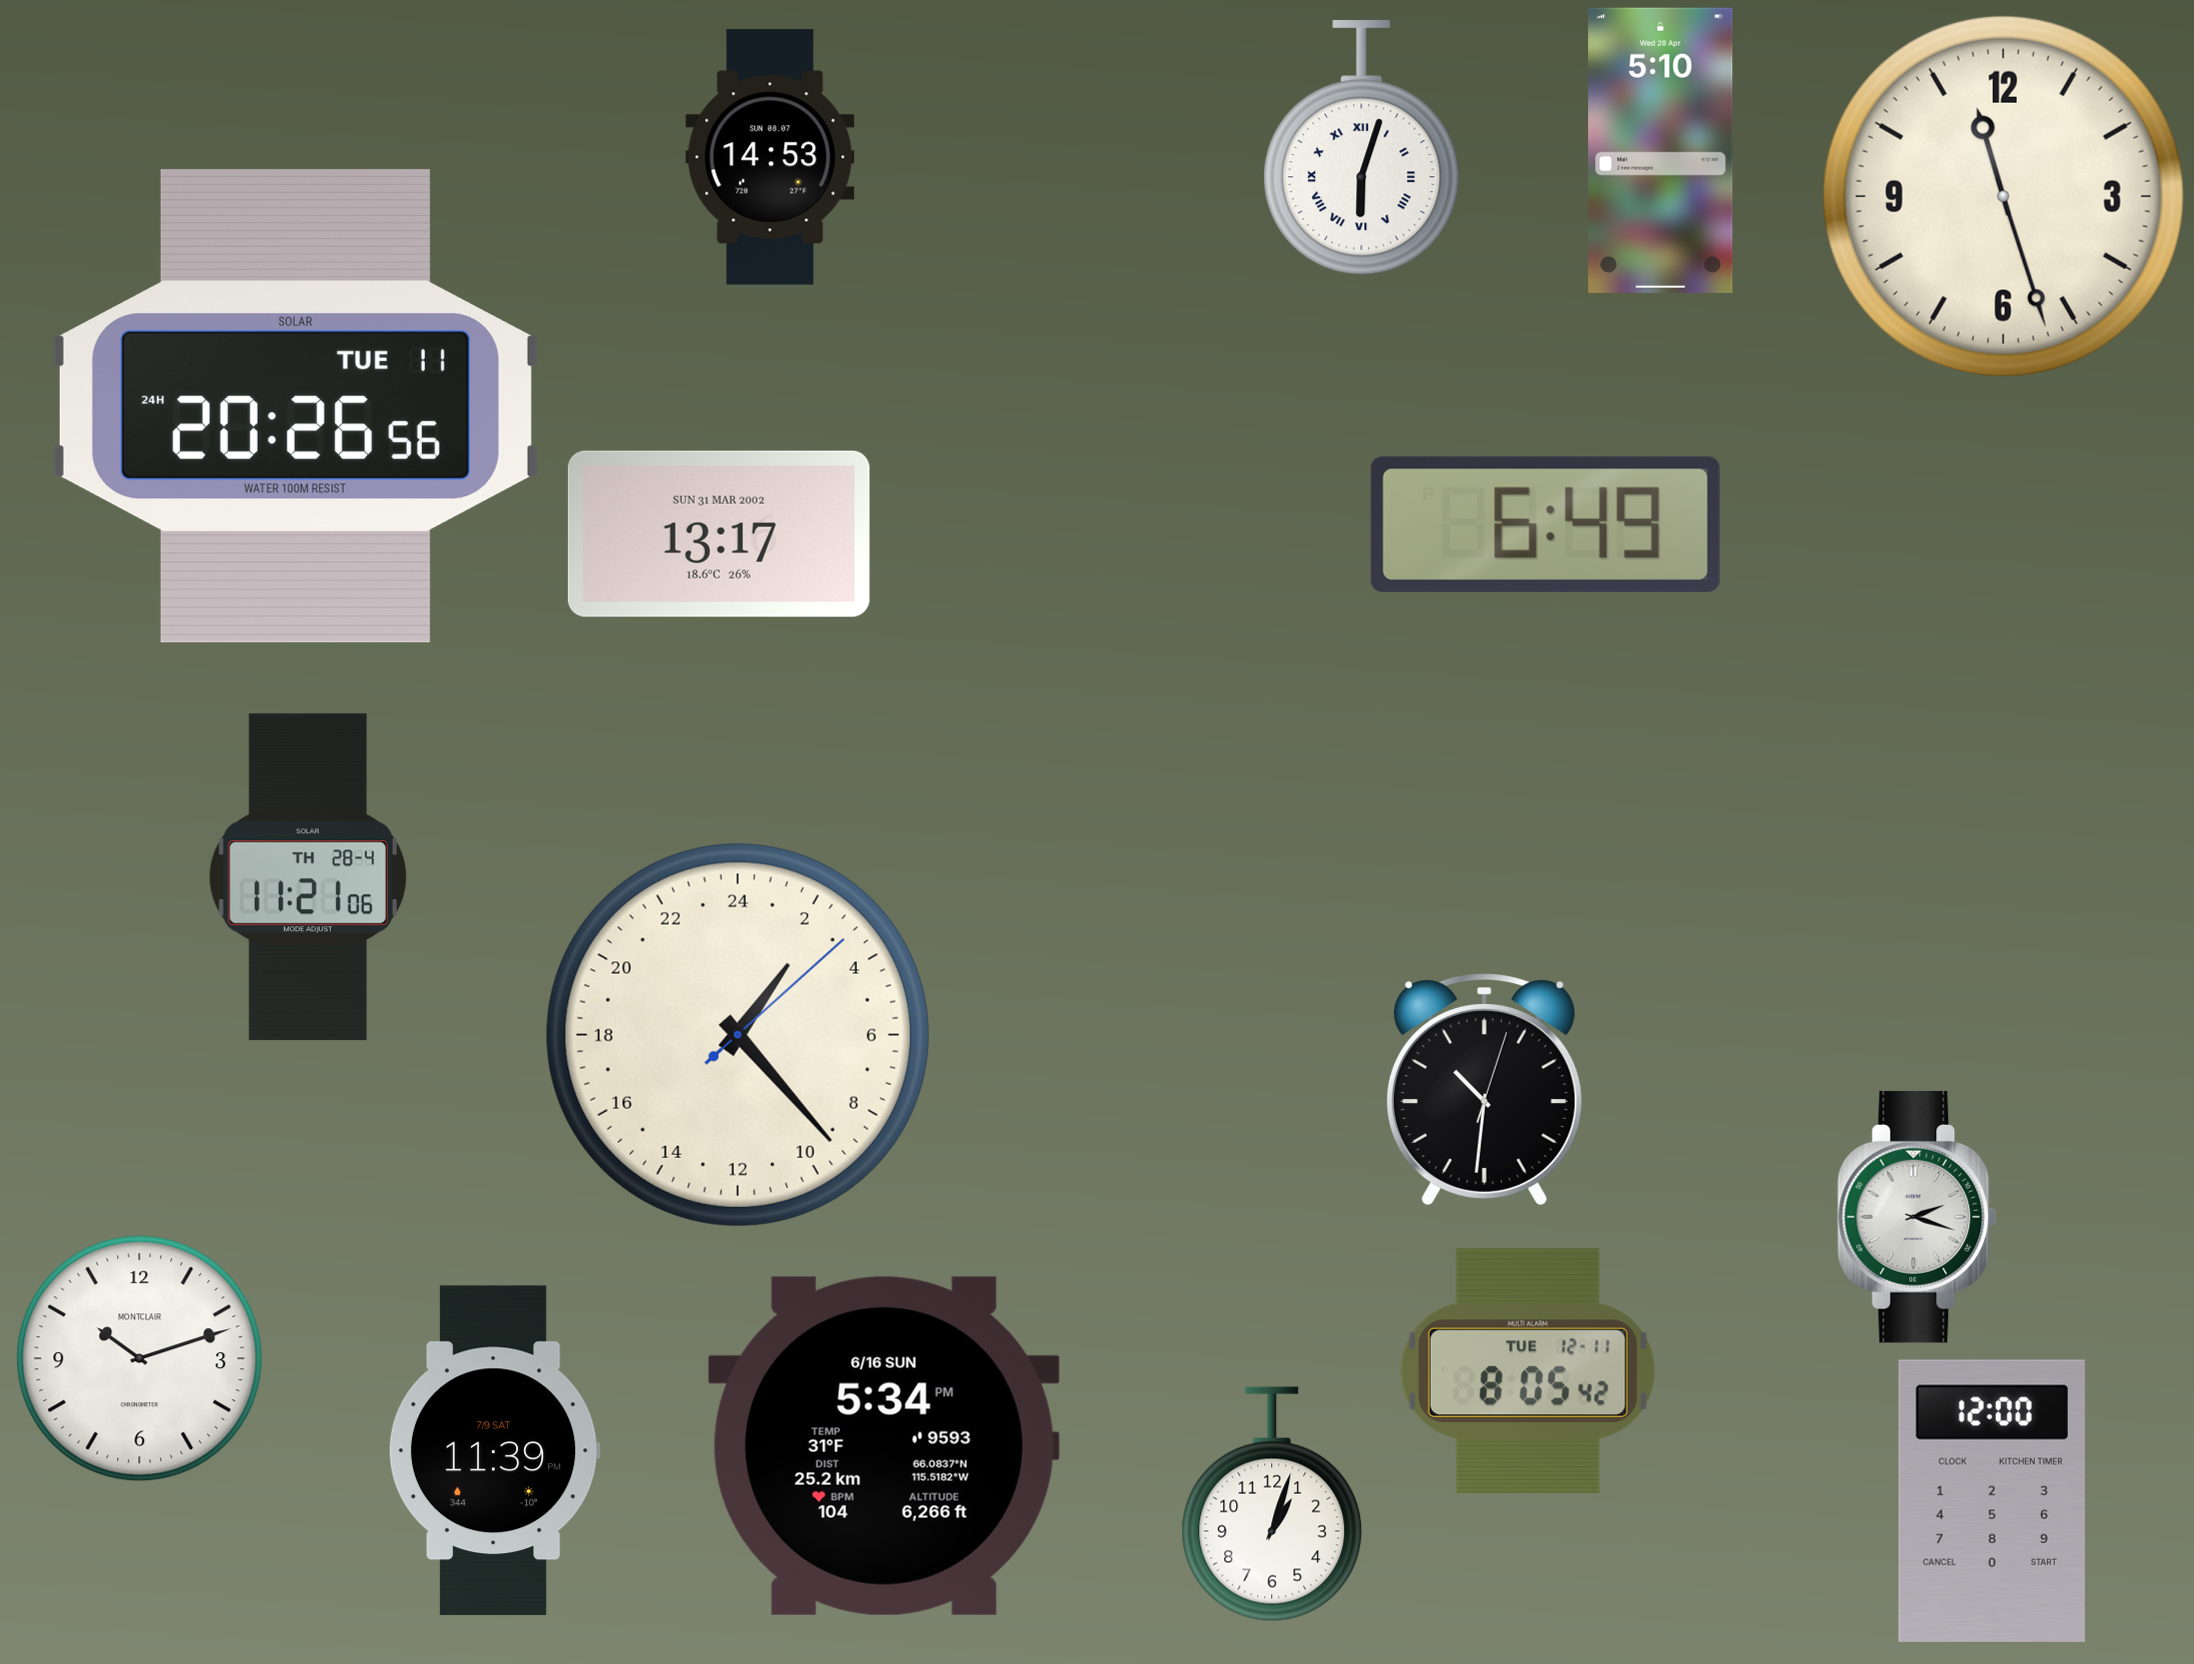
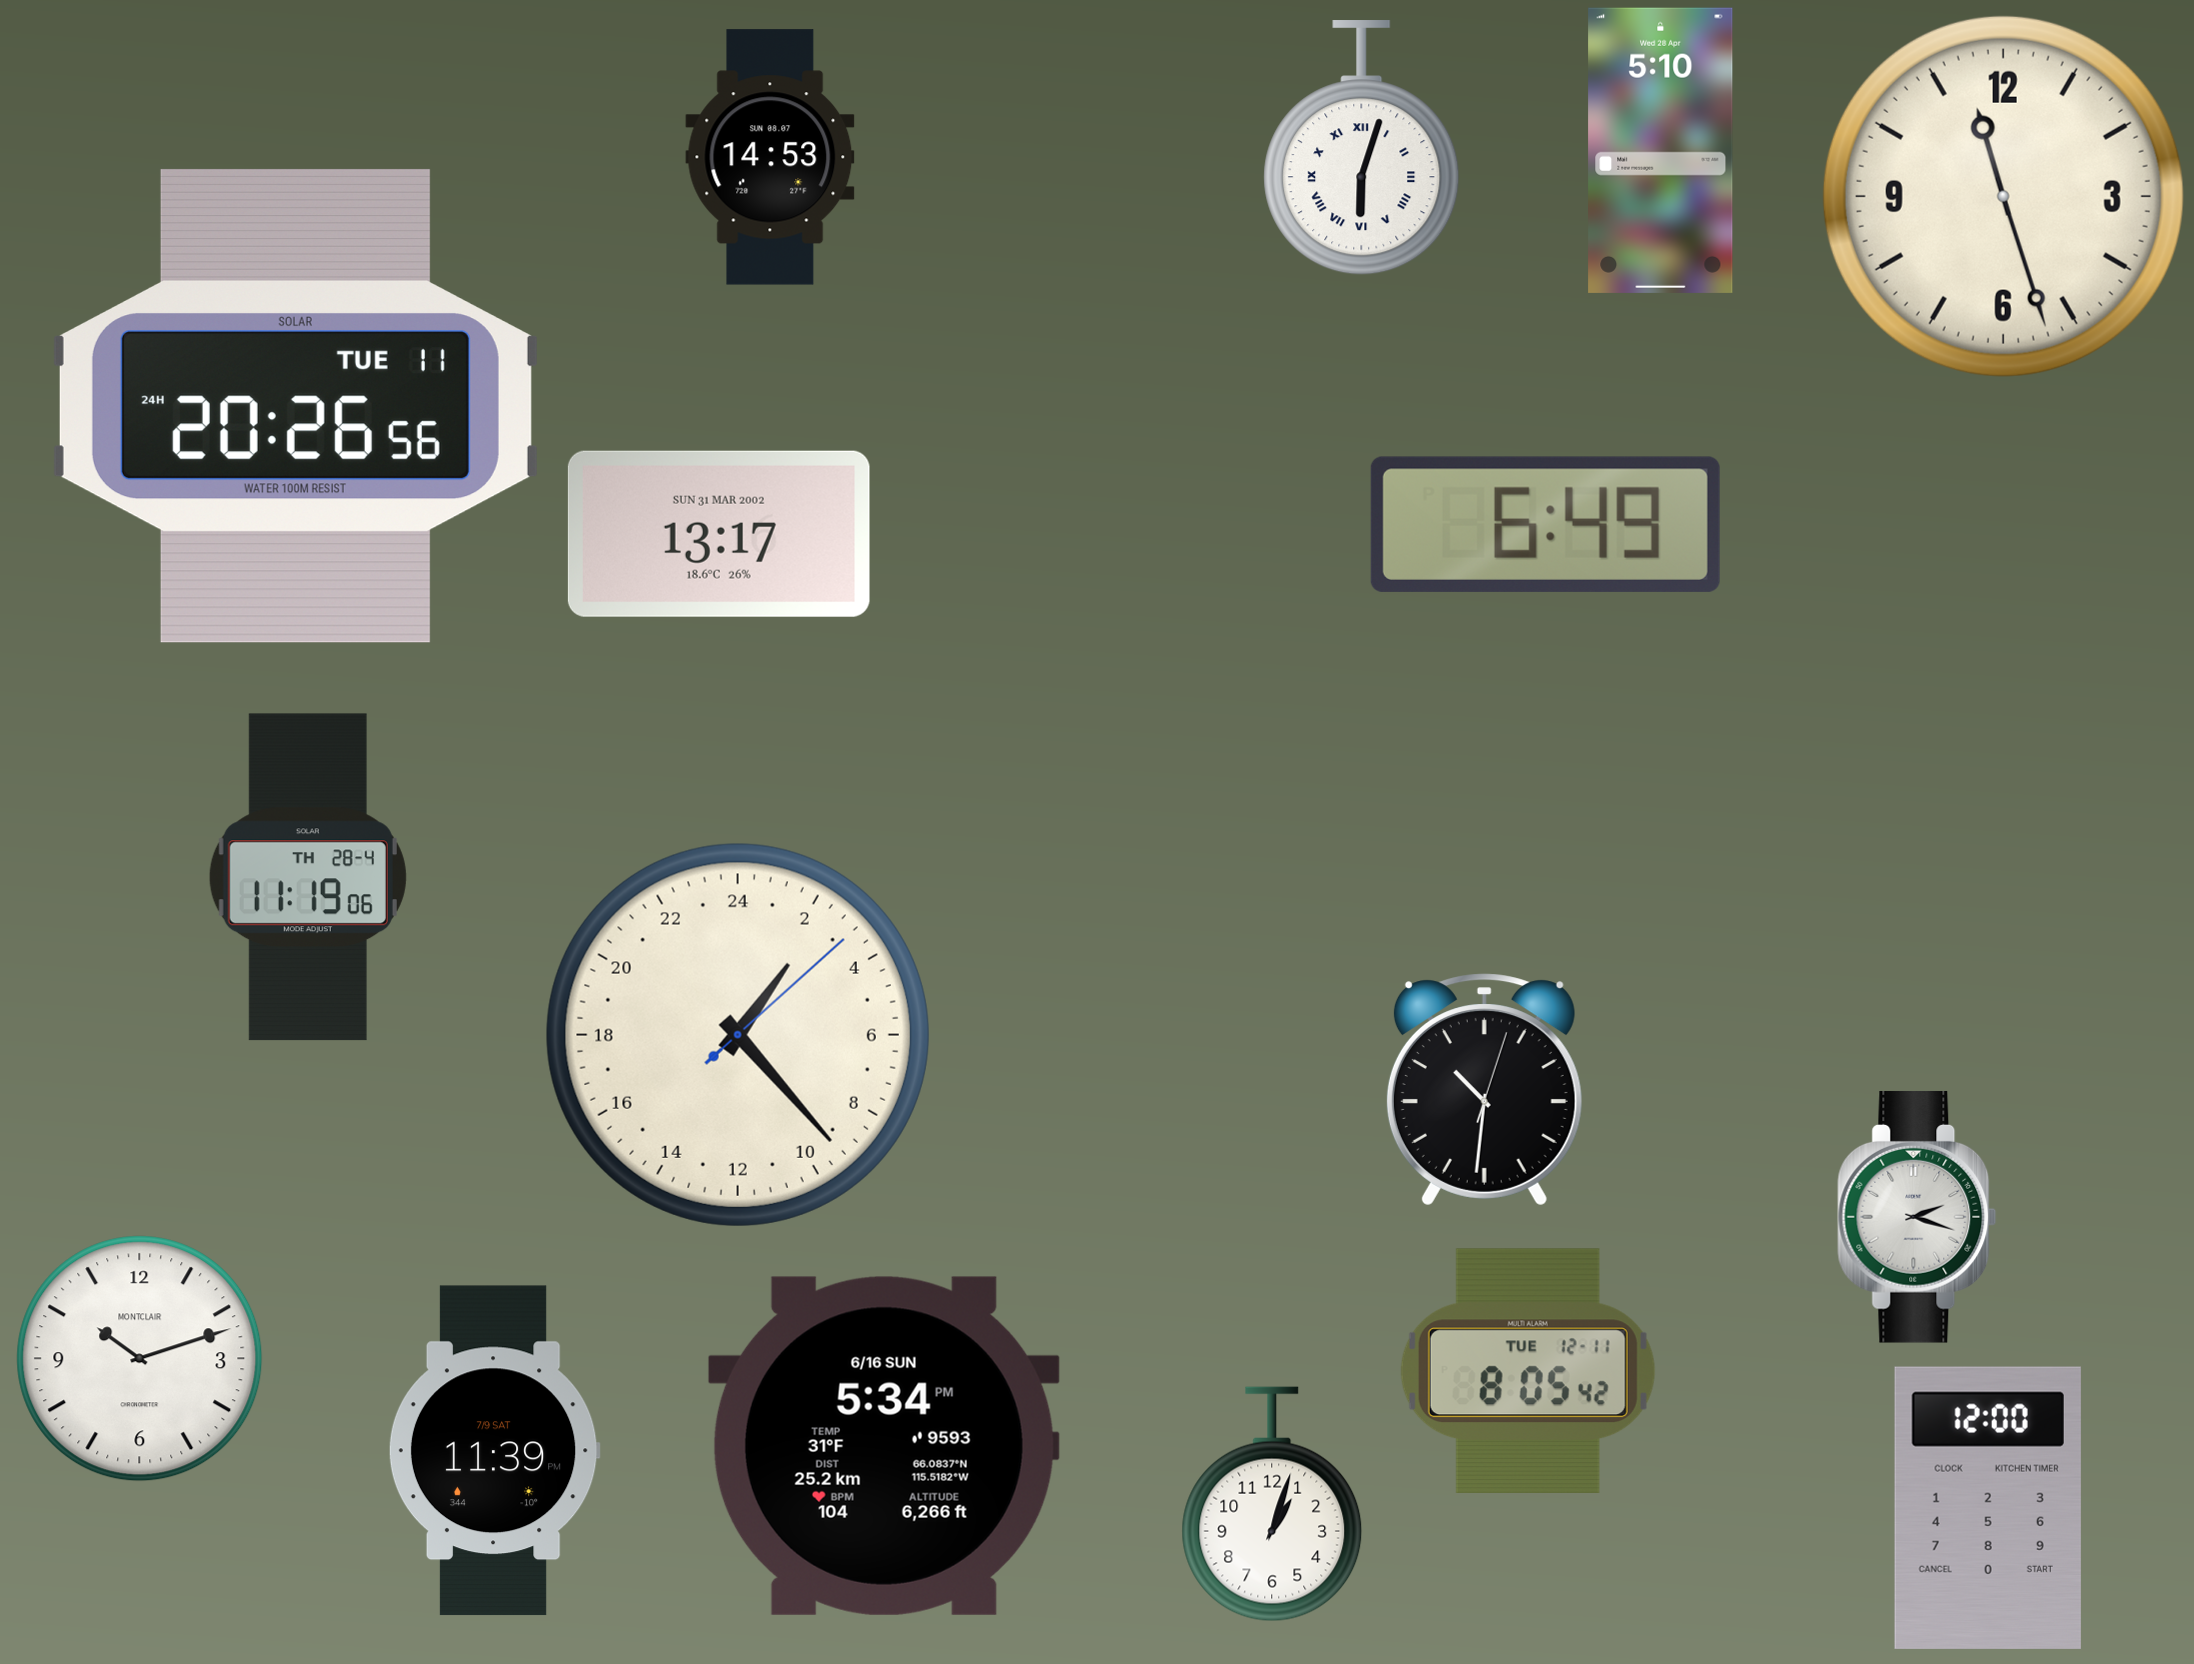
clock at (308, 877): 11:21 -> 11:19
clock at (1992, 1501) position: (1992, 1501) -> (1988, 1508)
